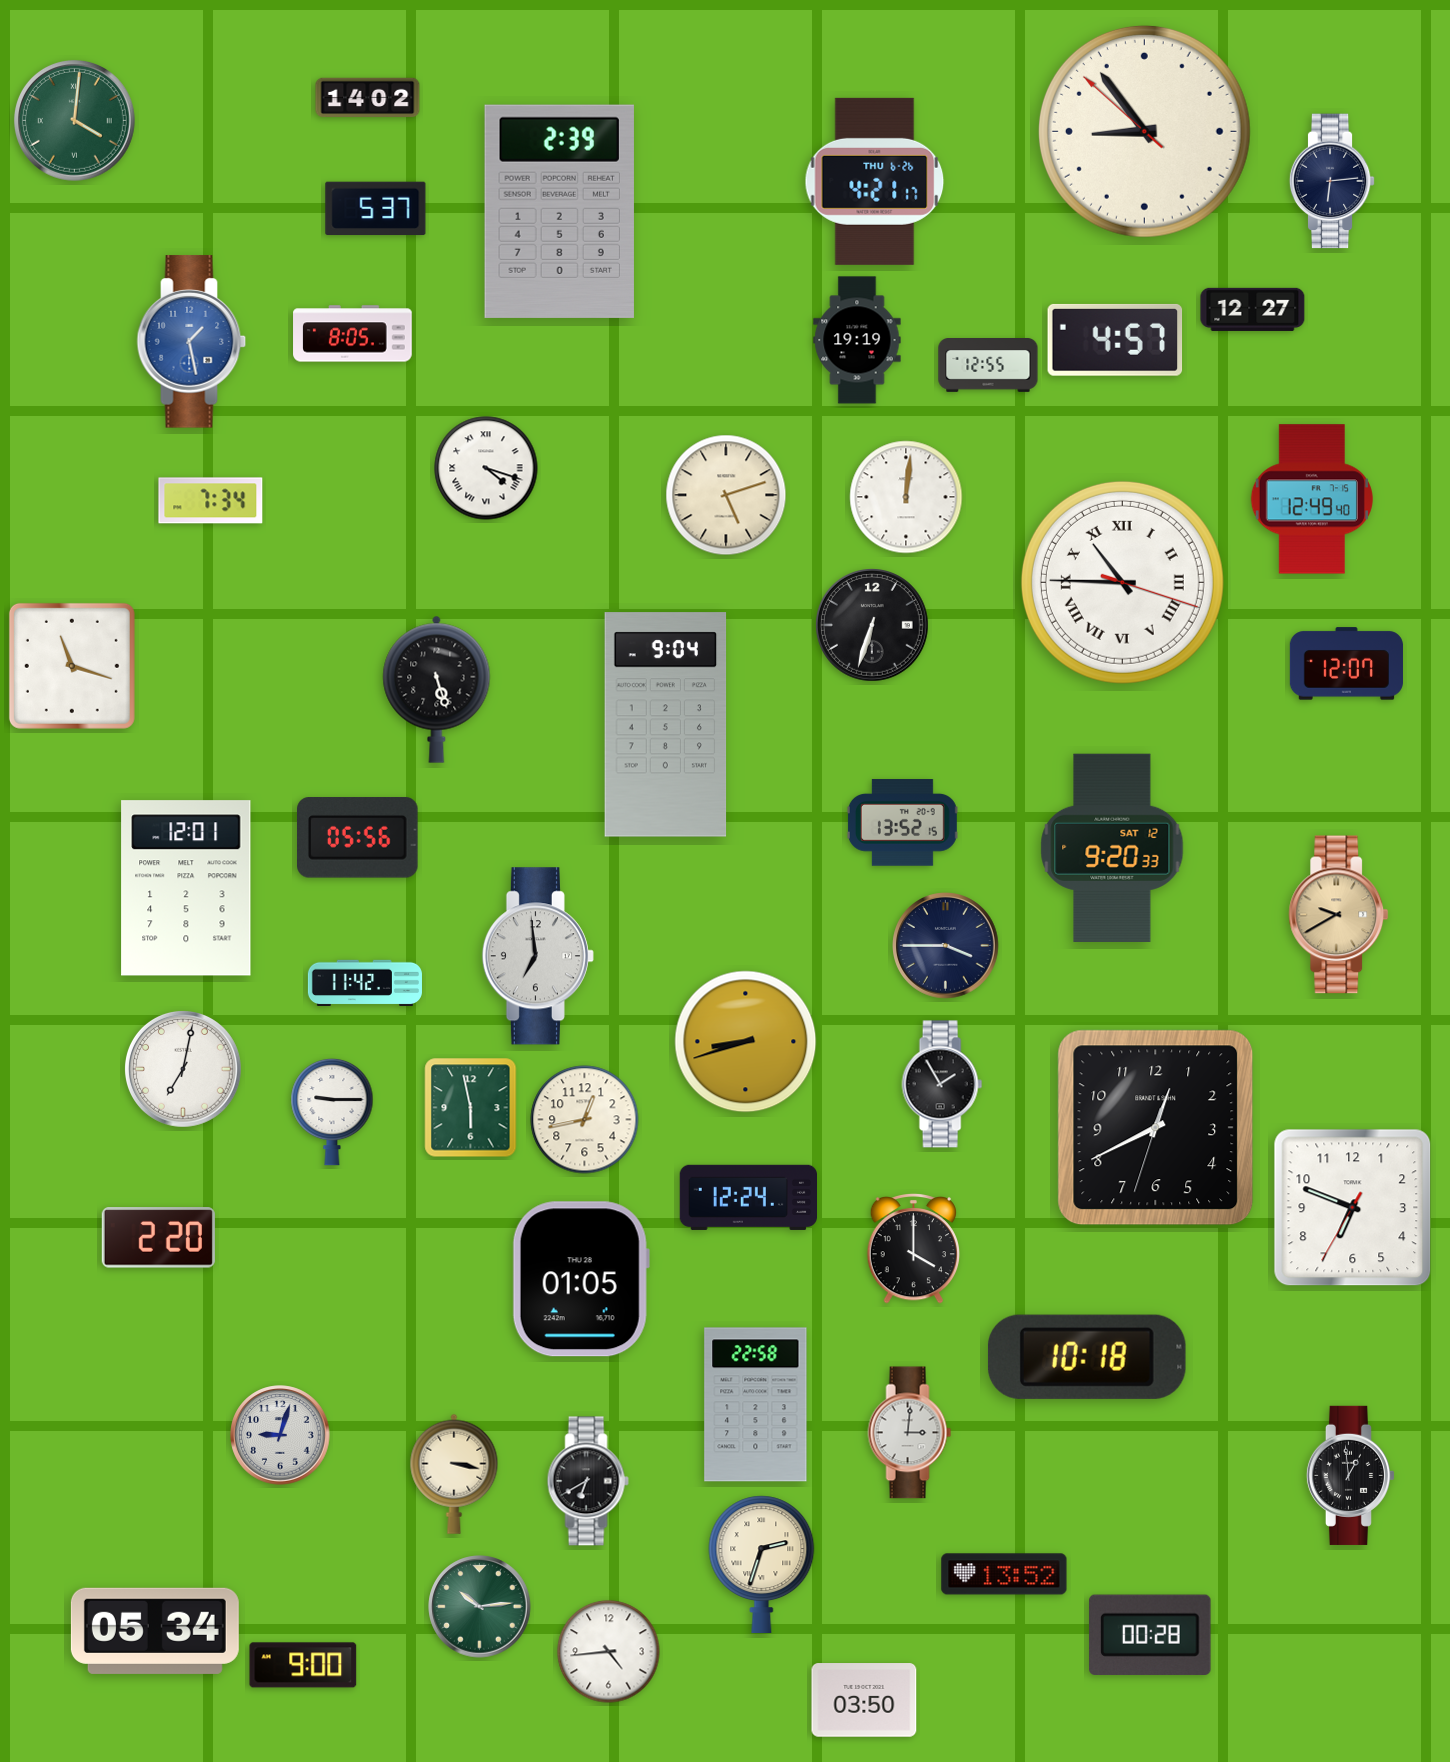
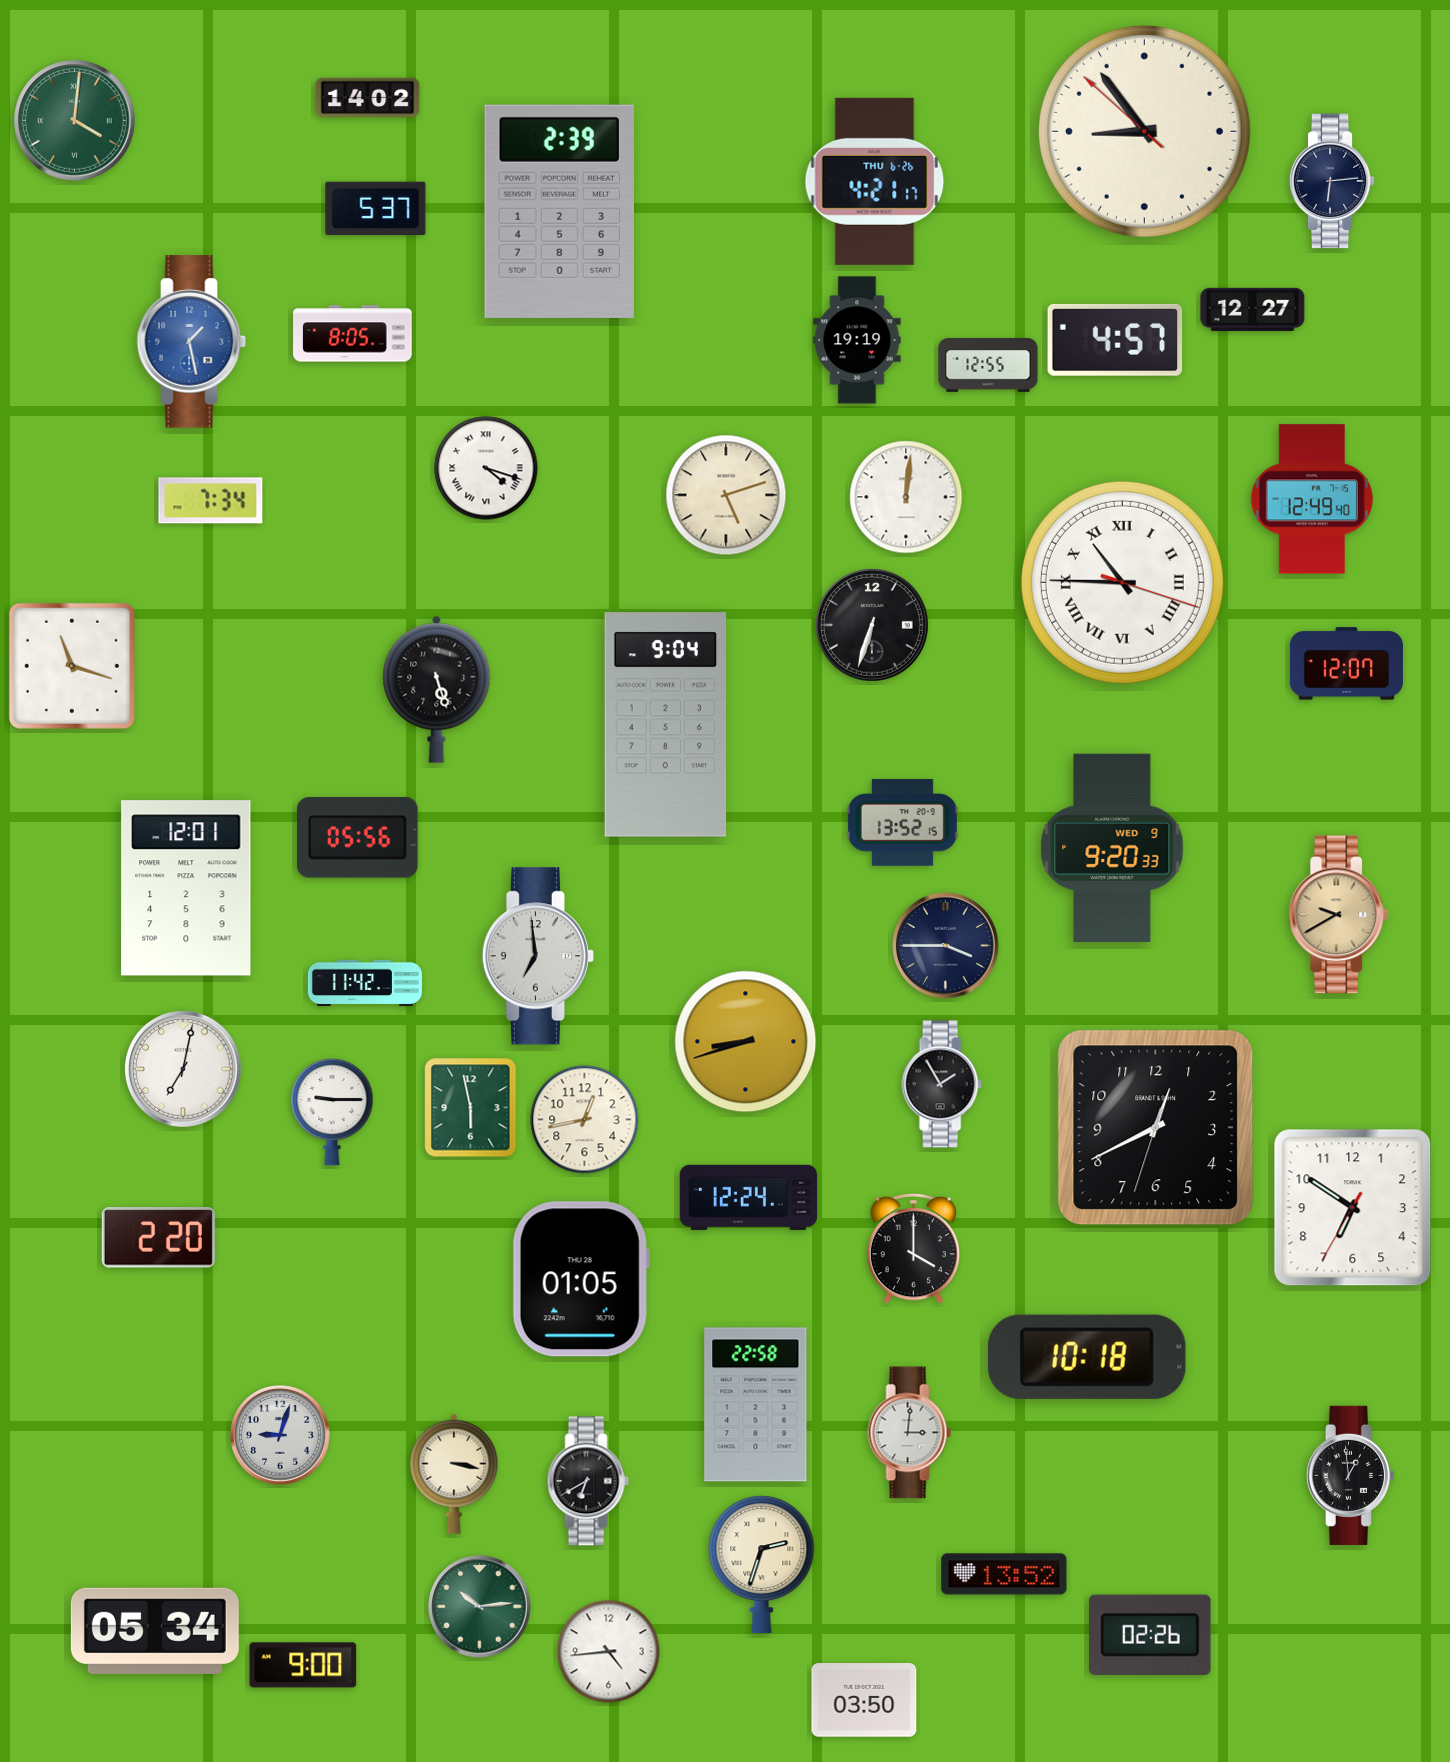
clock at (1112, 848) date: SAT 12 -> WED 9
clock at (1353, 1208): 6:48 -> 6:50
clock at (1150, 1634): 00:28 -> 02:26
